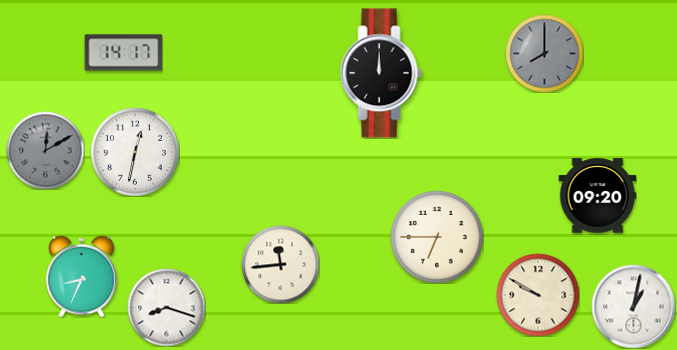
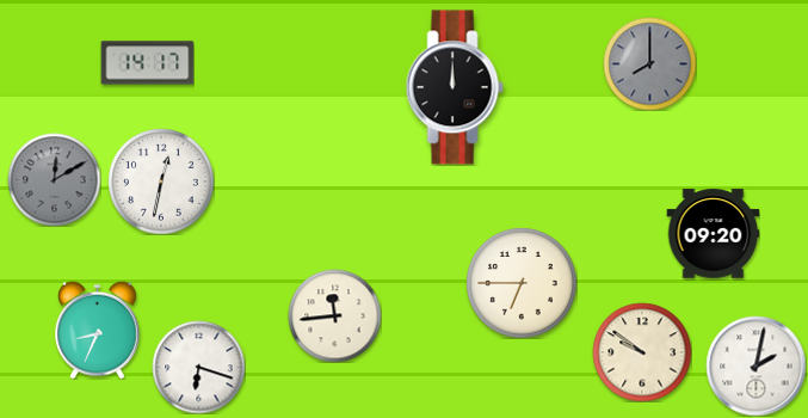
clock at (538, 295): 9:50 -> 9:51
clock at (633, 306): 1:02 -> 2:02
clock at (166, 307): 8:18 -> 6:18
